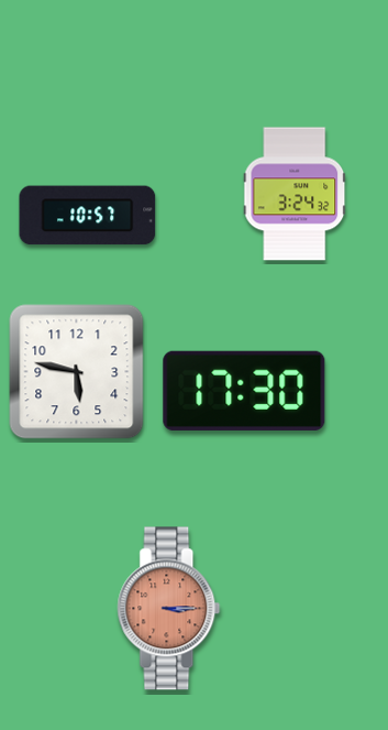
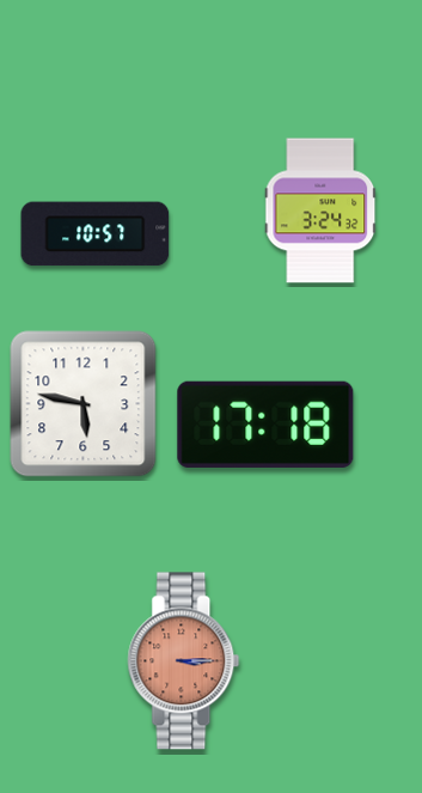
clock at (244, 391): 17:30 -> 17:18
